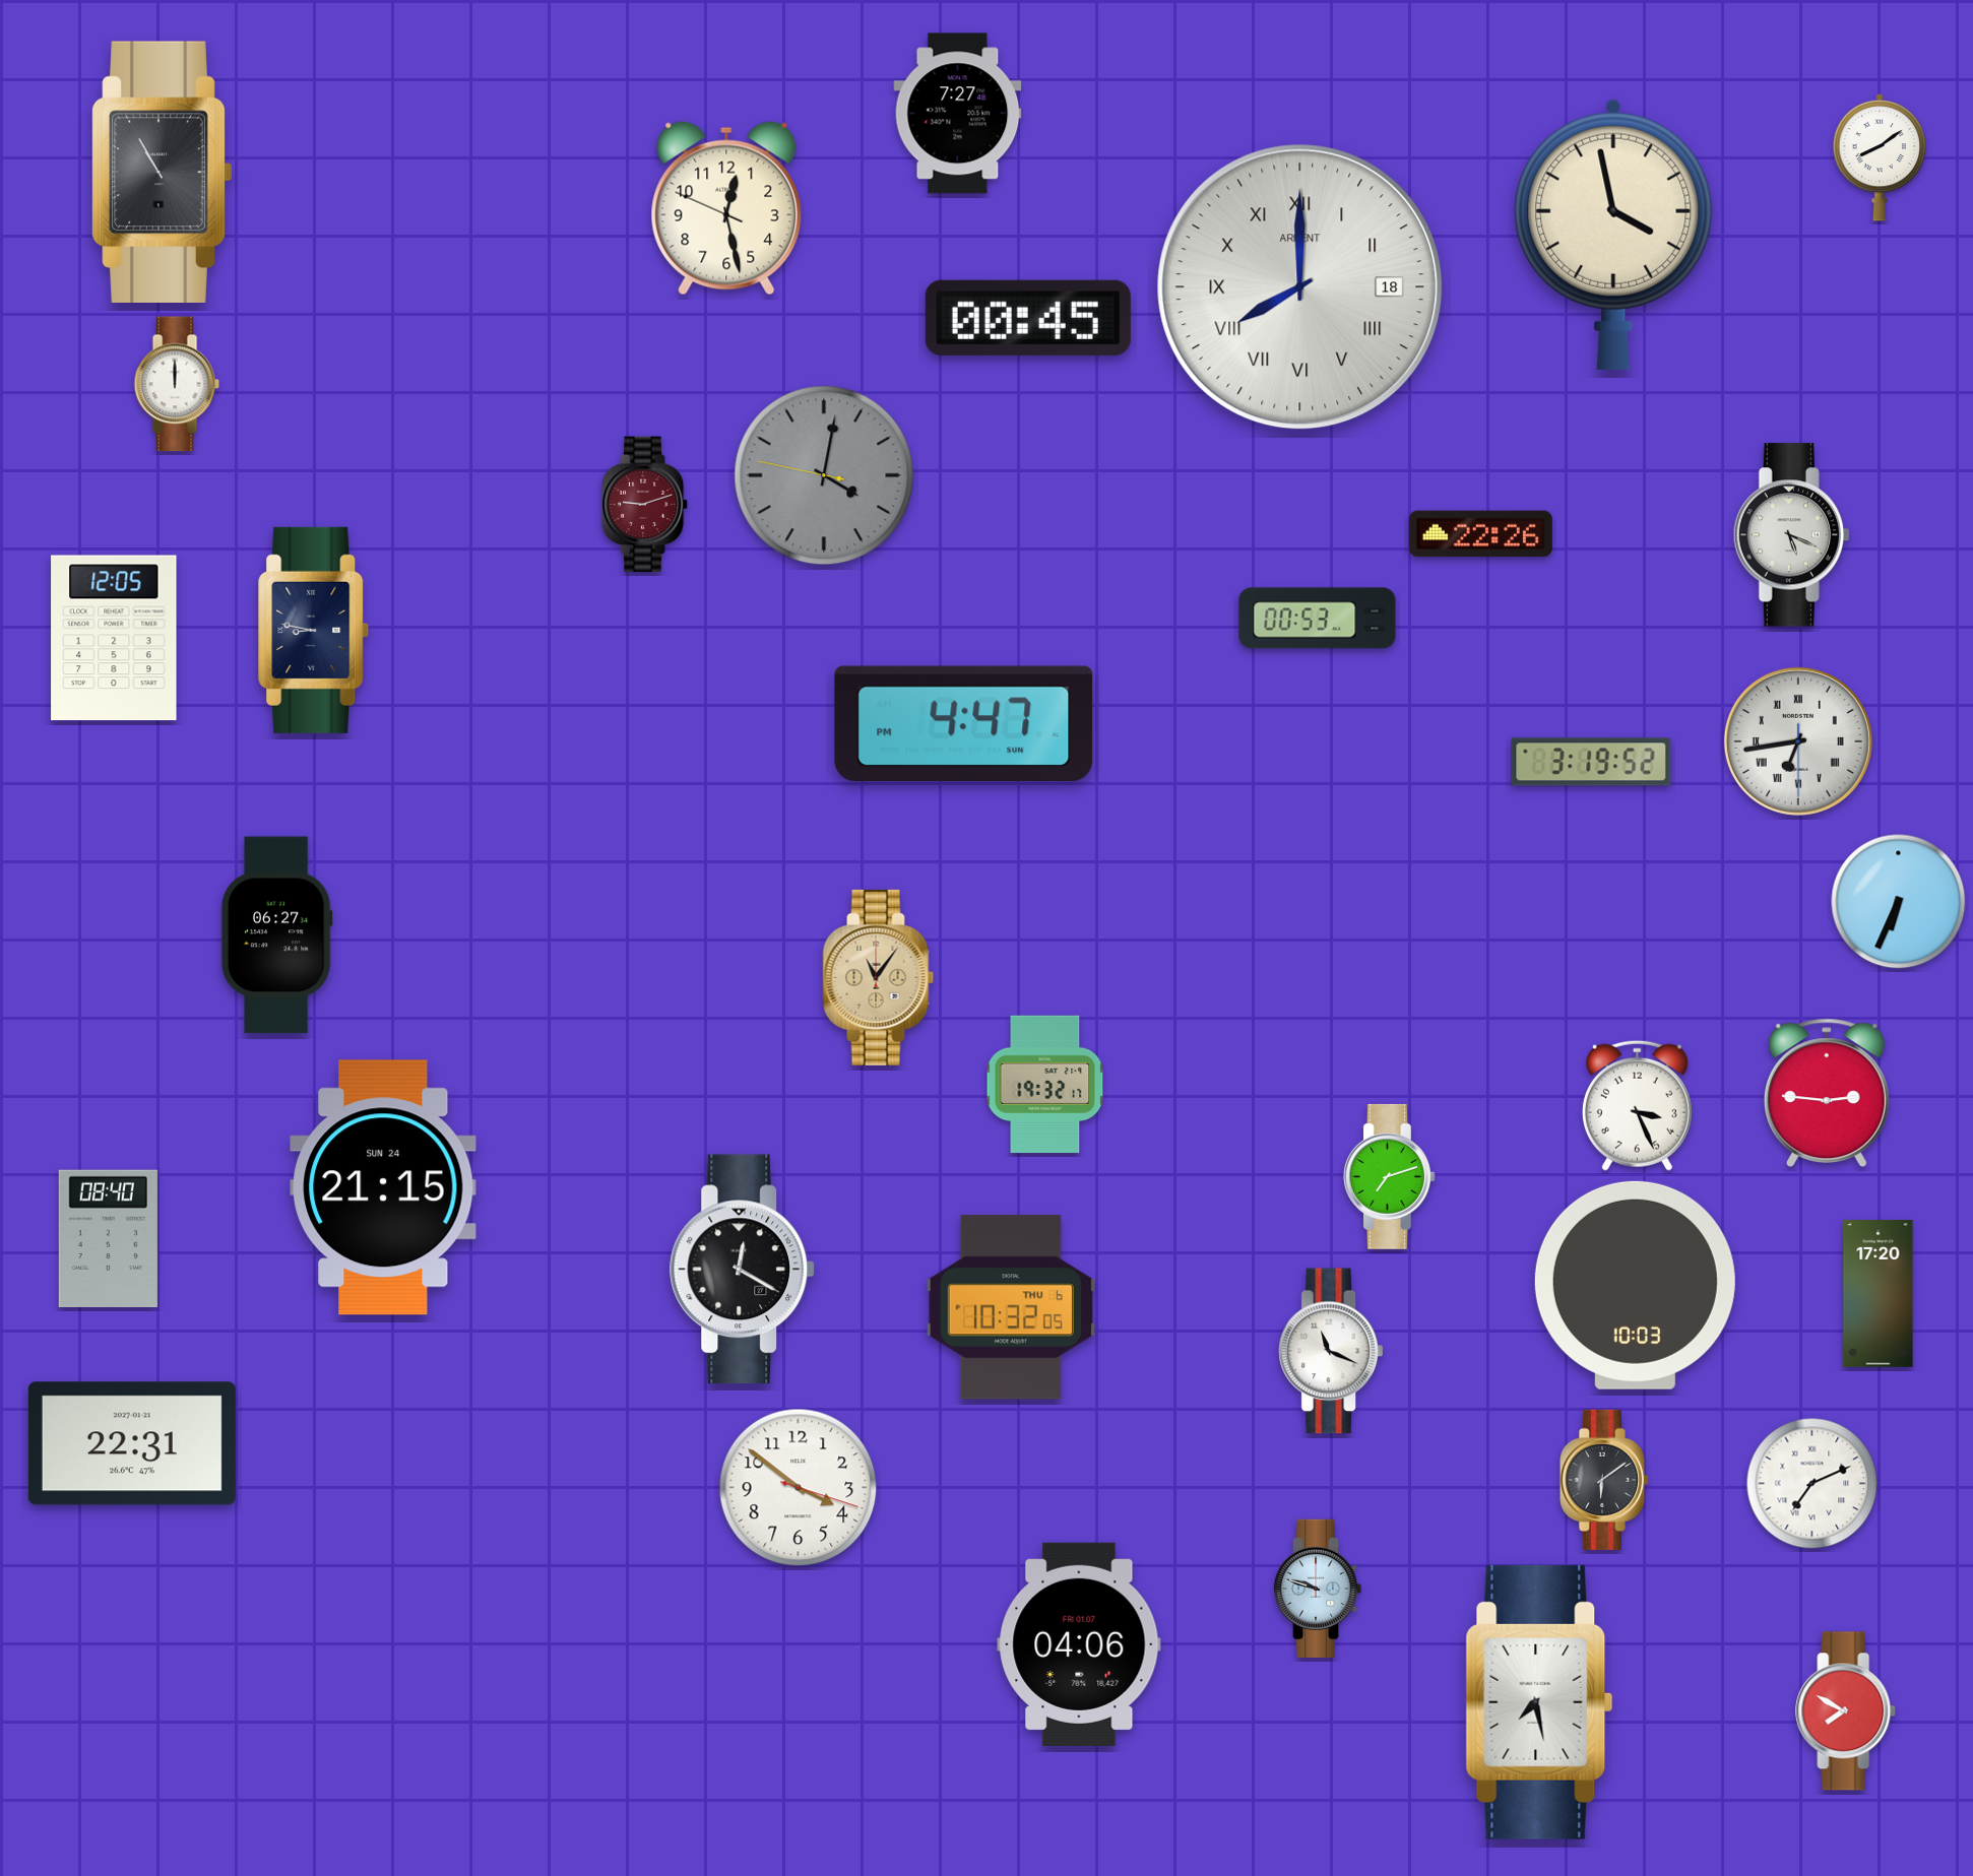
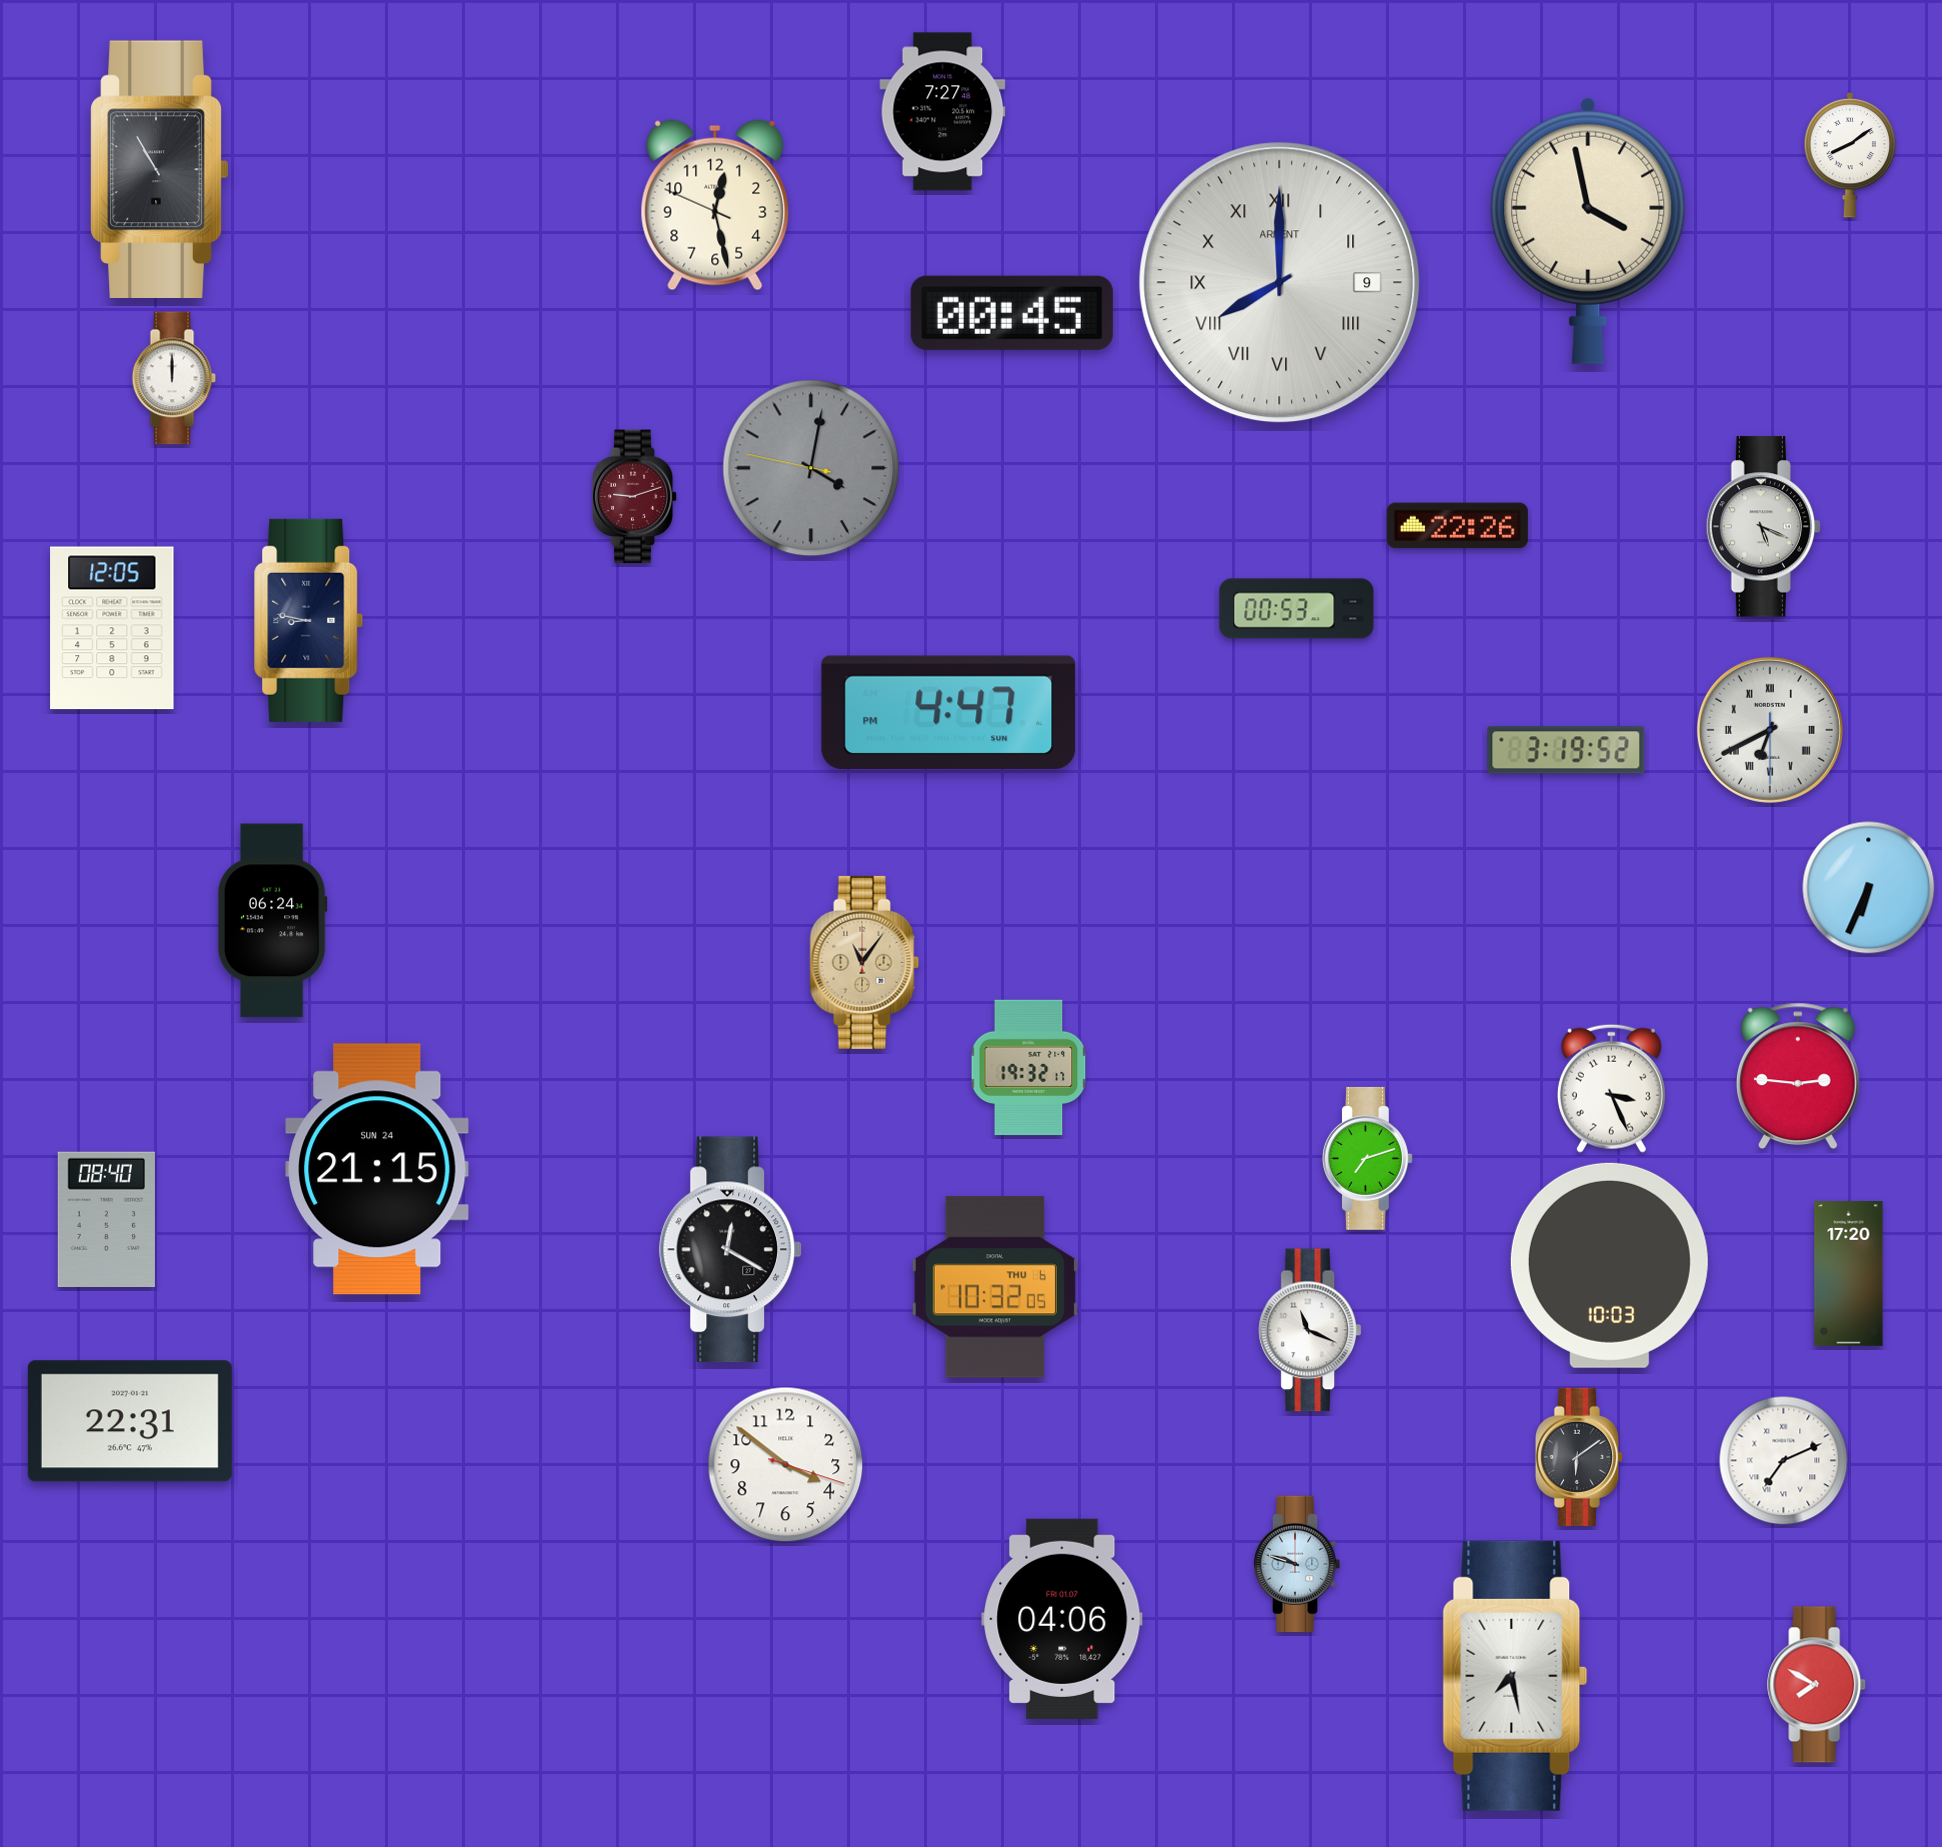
clock at (1300, 287) date: 18 -> 9
clock at (1798, 741): 6:43 -> 6:40
clock at (276, 935): 06:27 -> 06:24
